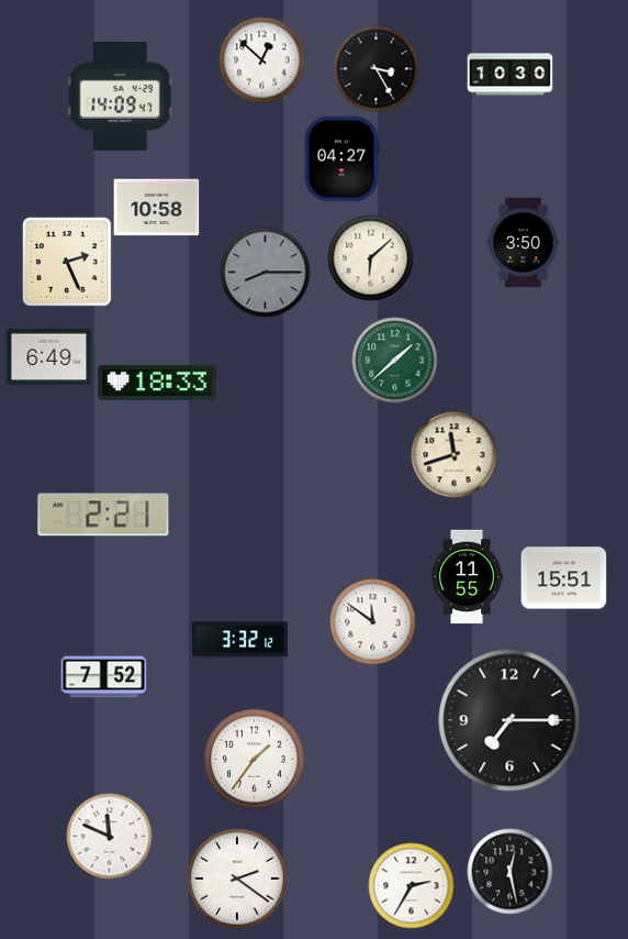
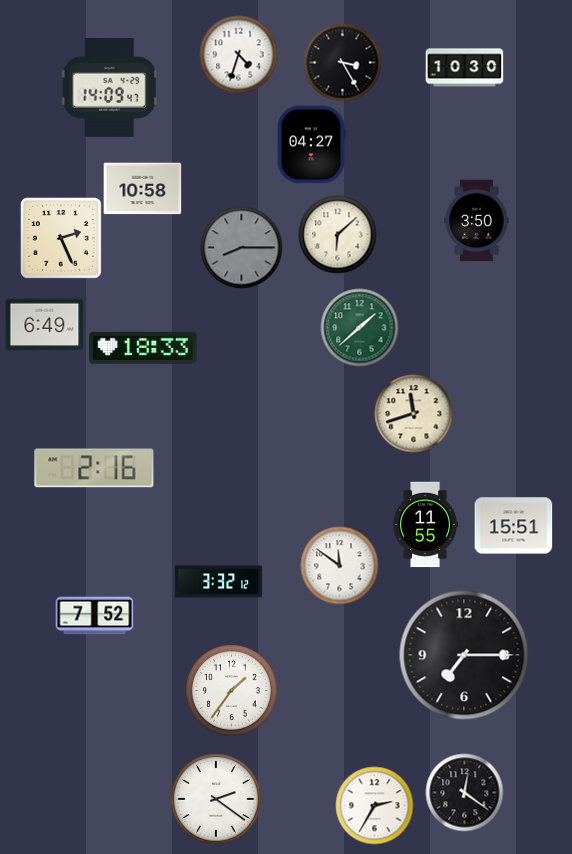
clock at (261, 59): 12:52 -> 4:33
clock at (103, 515): 2:21 -> 2:16
clock at (109, 836): 11:49 -> none
clock at (509, 871): 12:28 -> 12:21
